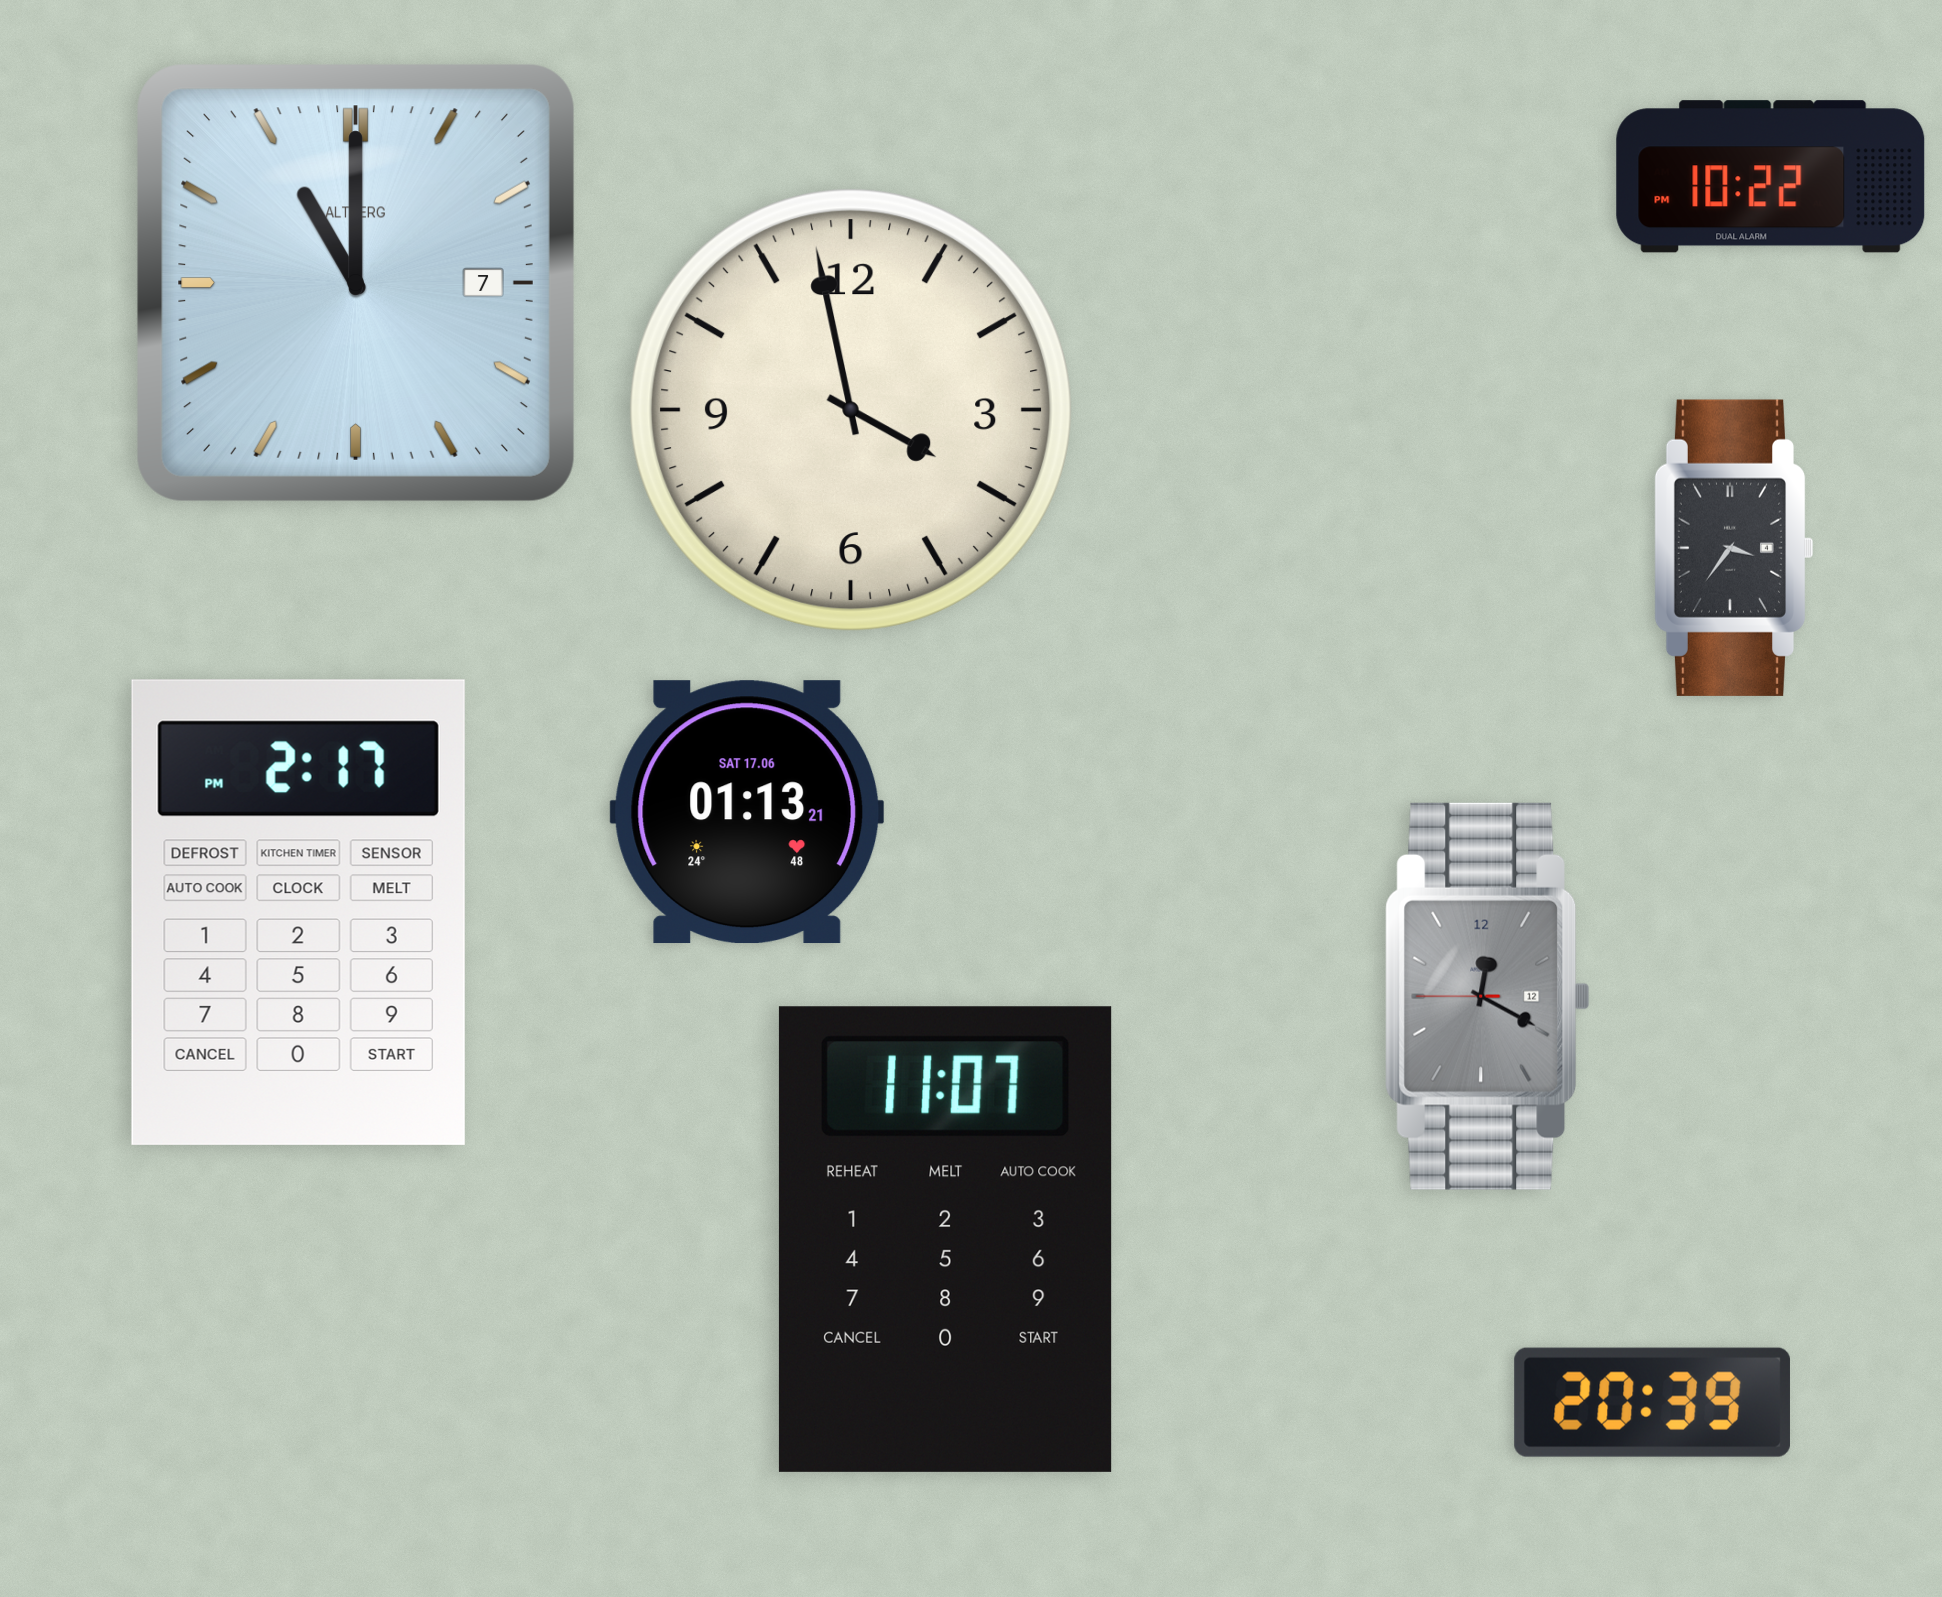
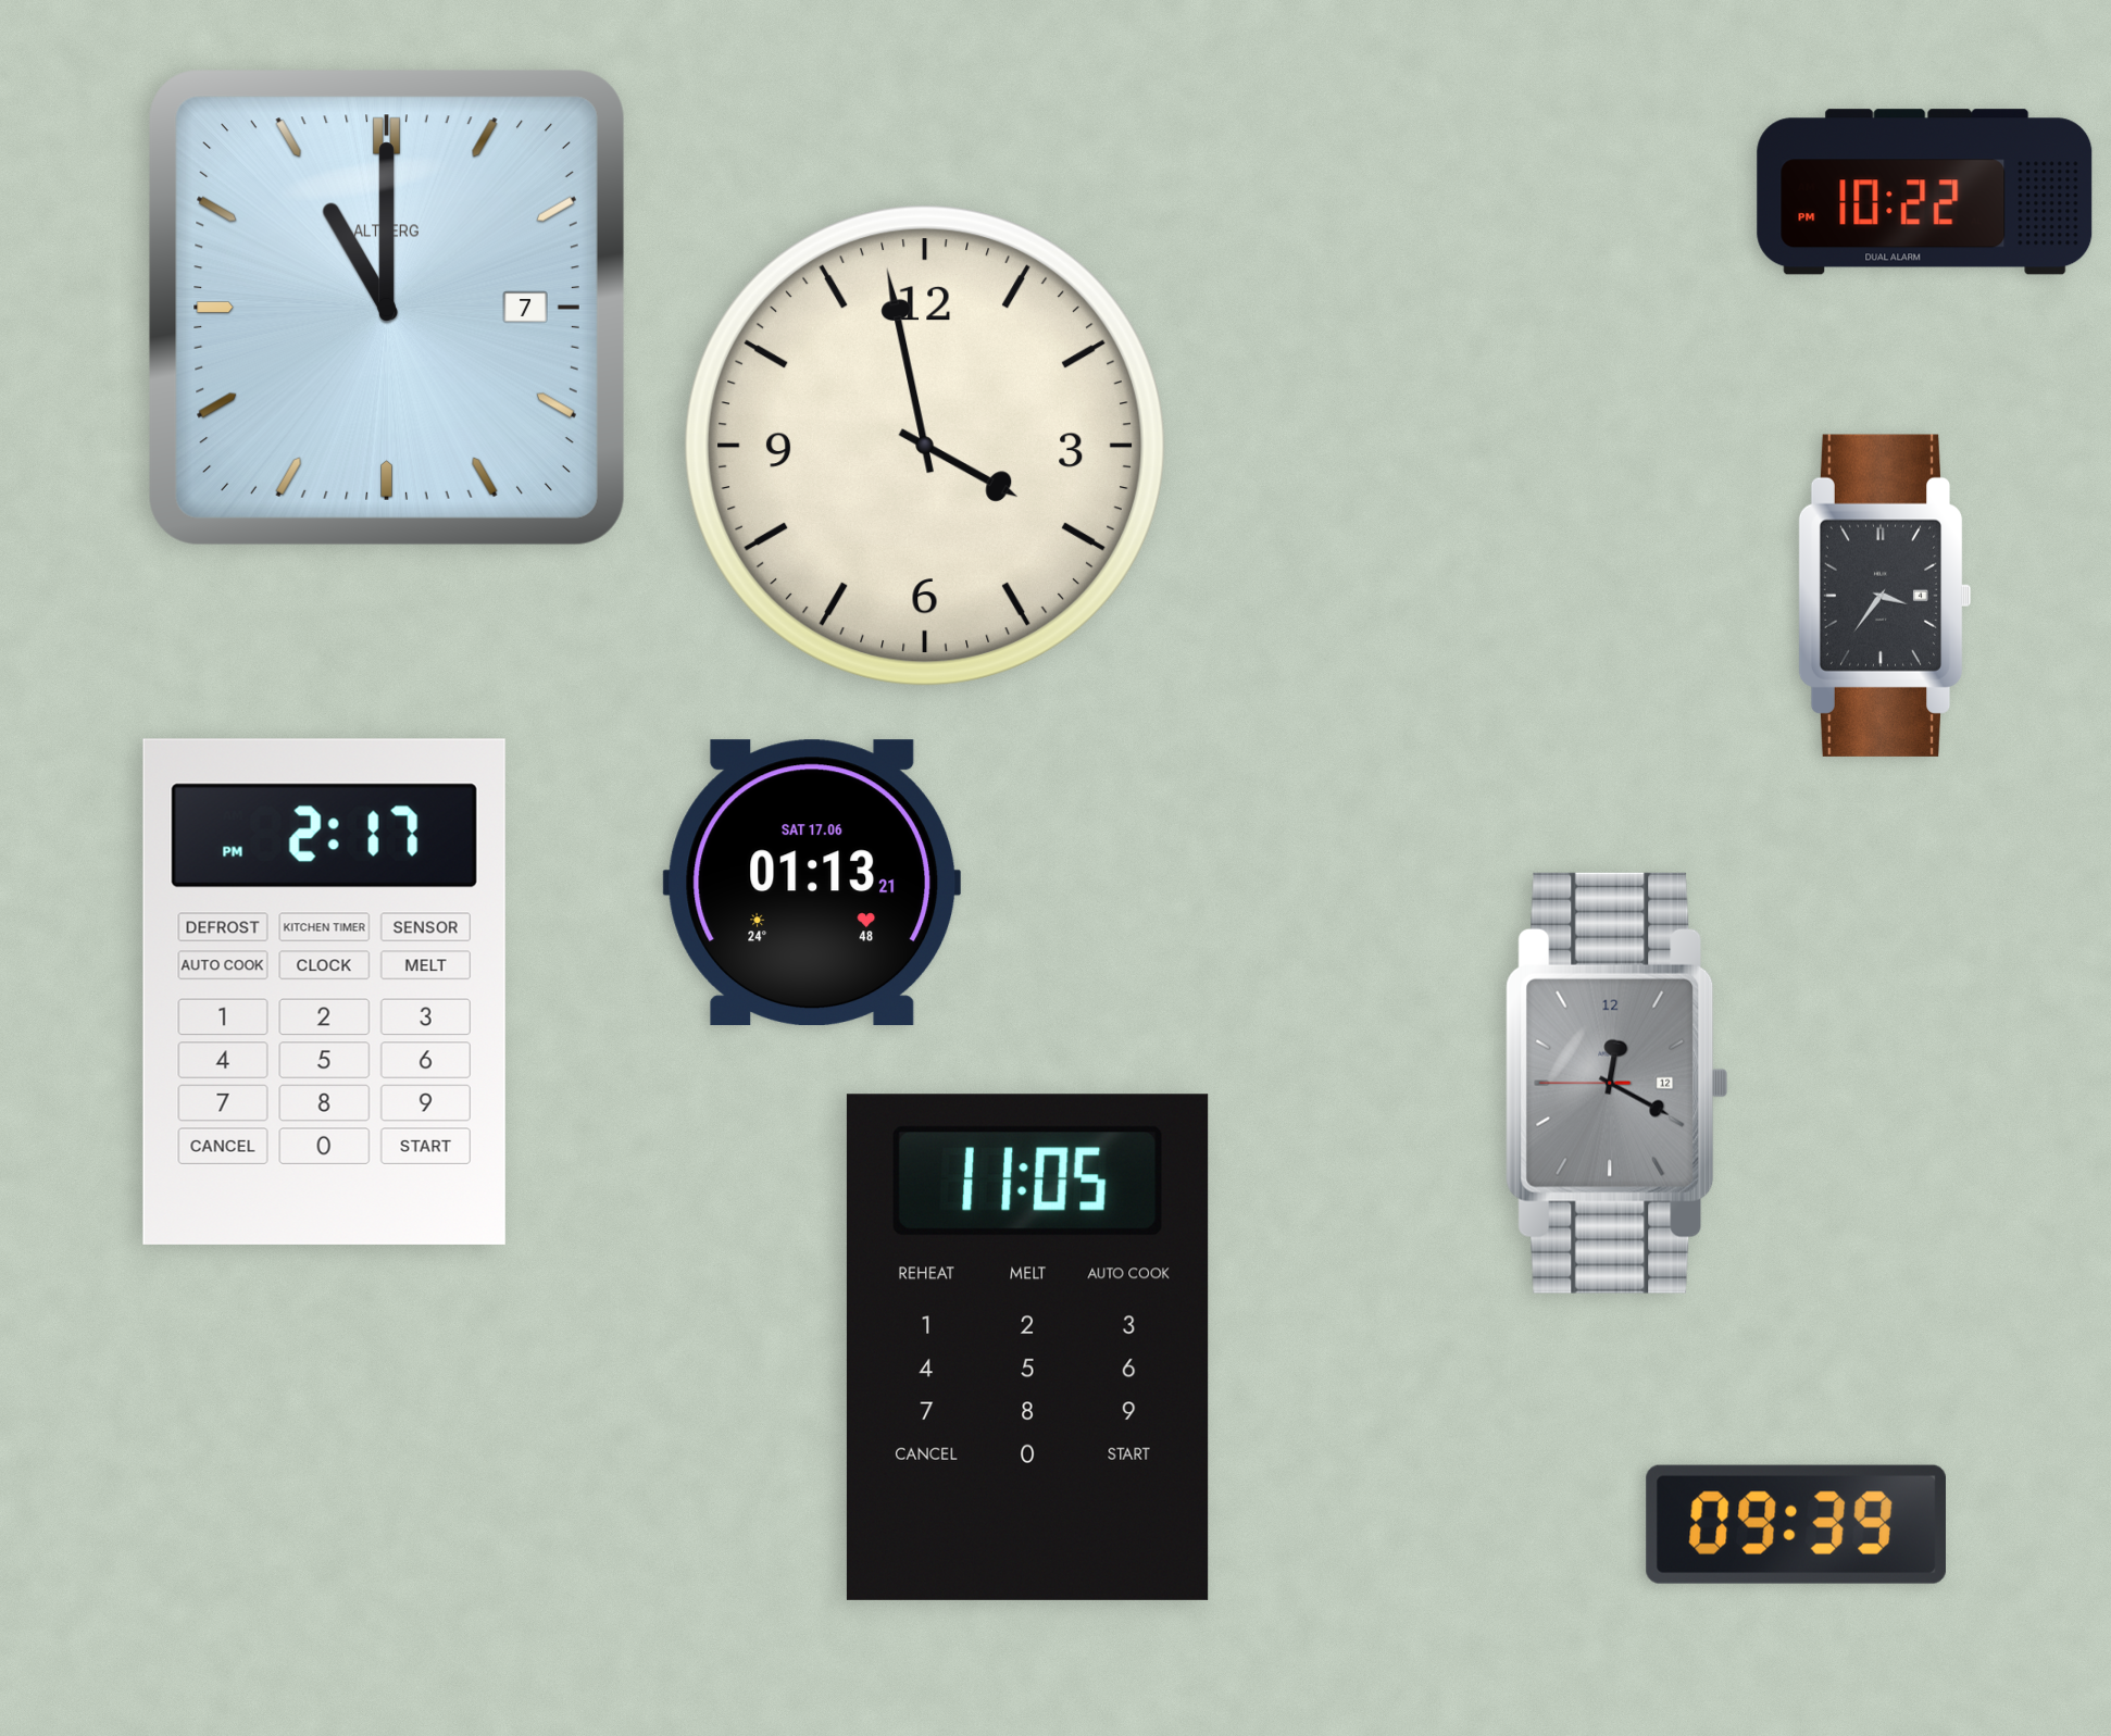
clock at (945, 1239): 11:07 -> 11:05
clock at (1652, 1402): 20:39 -> 09:39
